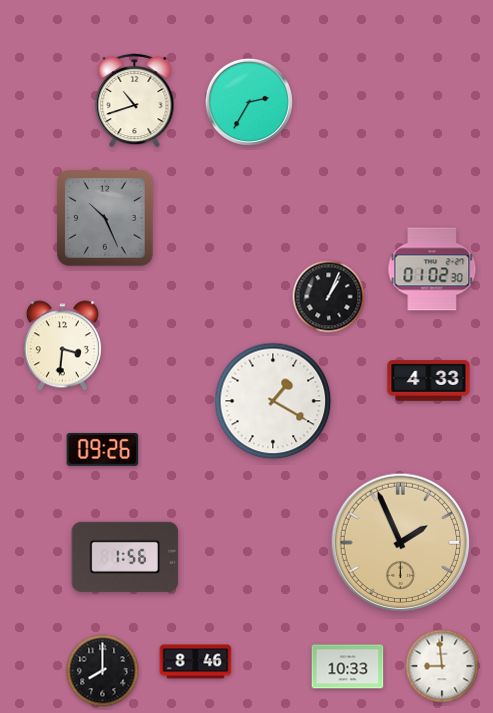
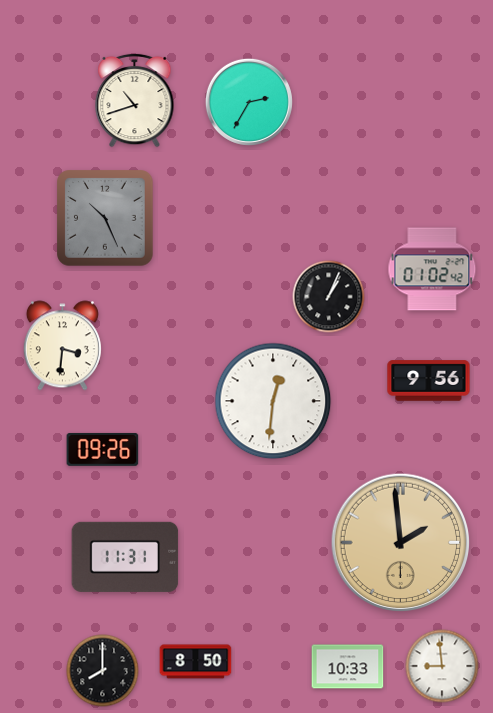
clock at (432, 269): 01:02:30 -> 01:02:42
clock at (429, 381): 4:33 -> 9:56
clock at (273, 401): 1:20 -> 12:31
clock at (401, 543): 1:56 -> 1:59
clock at (125, 557): 1:56 -> 11:31
clock at (196, 662): 8:46 -> 8:50
